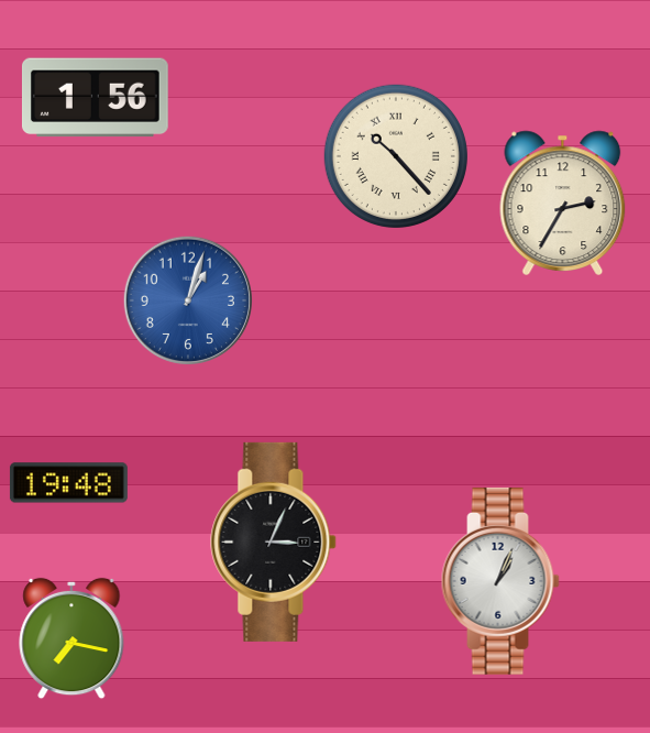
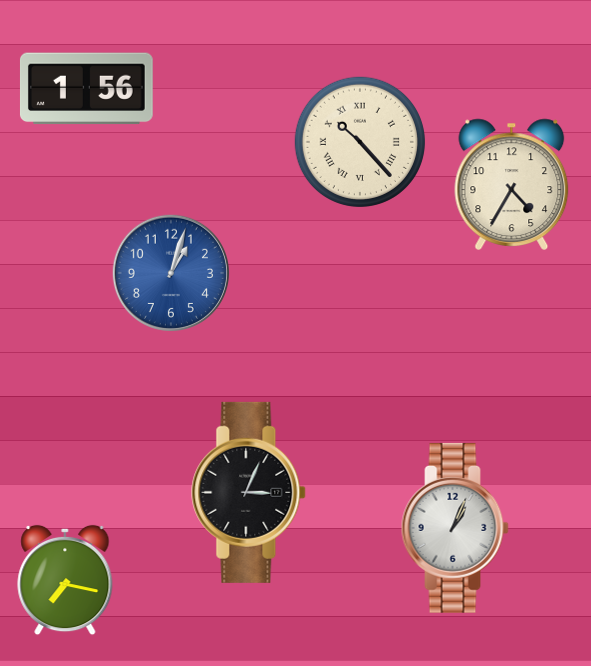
clock at (563, 203): 2:35 -> 4:35
clock at (68, 483): 19:48 -> none
